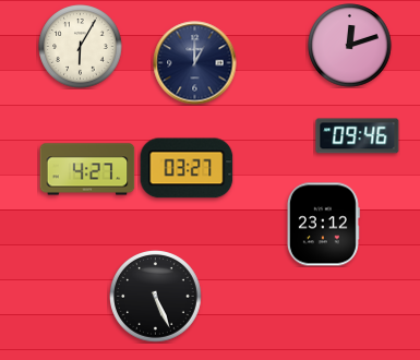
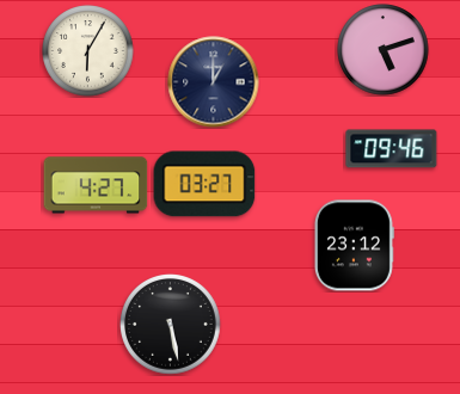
clock at (350, 46): 12:12 -> 5:12
clock at (195, 63) position: (195, 63) -> (214, 82)
clock at (156, 297): 5:26 -> 5:28
